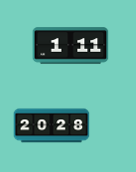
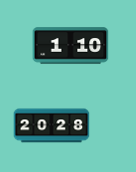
clock at (71, 46): 1:11 -> 1:10
